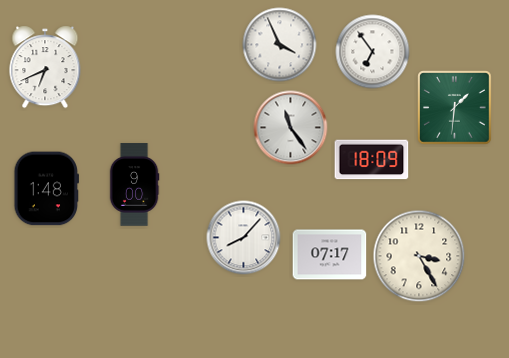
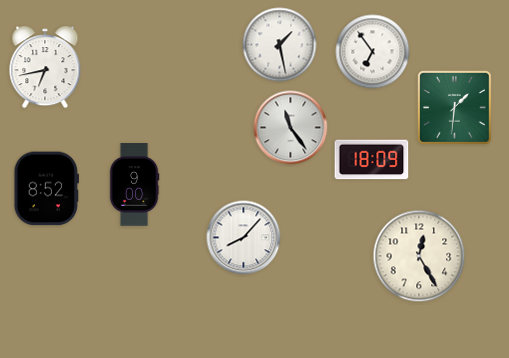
clock at (280, 45): 3:56 -> 1:28
clock at (45, 67): 6:41 -> 6:43
clock at (46, 189): 1:48 -> 8:52
clock at (330, 255): 07:17 -> none
clock at (419, 256): 3:25 -> 12:25
